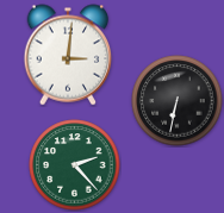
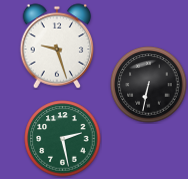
clock at (68, 55): 3:01 -> 9:27
clock at (75, 165): 2:23 -> 2:28
